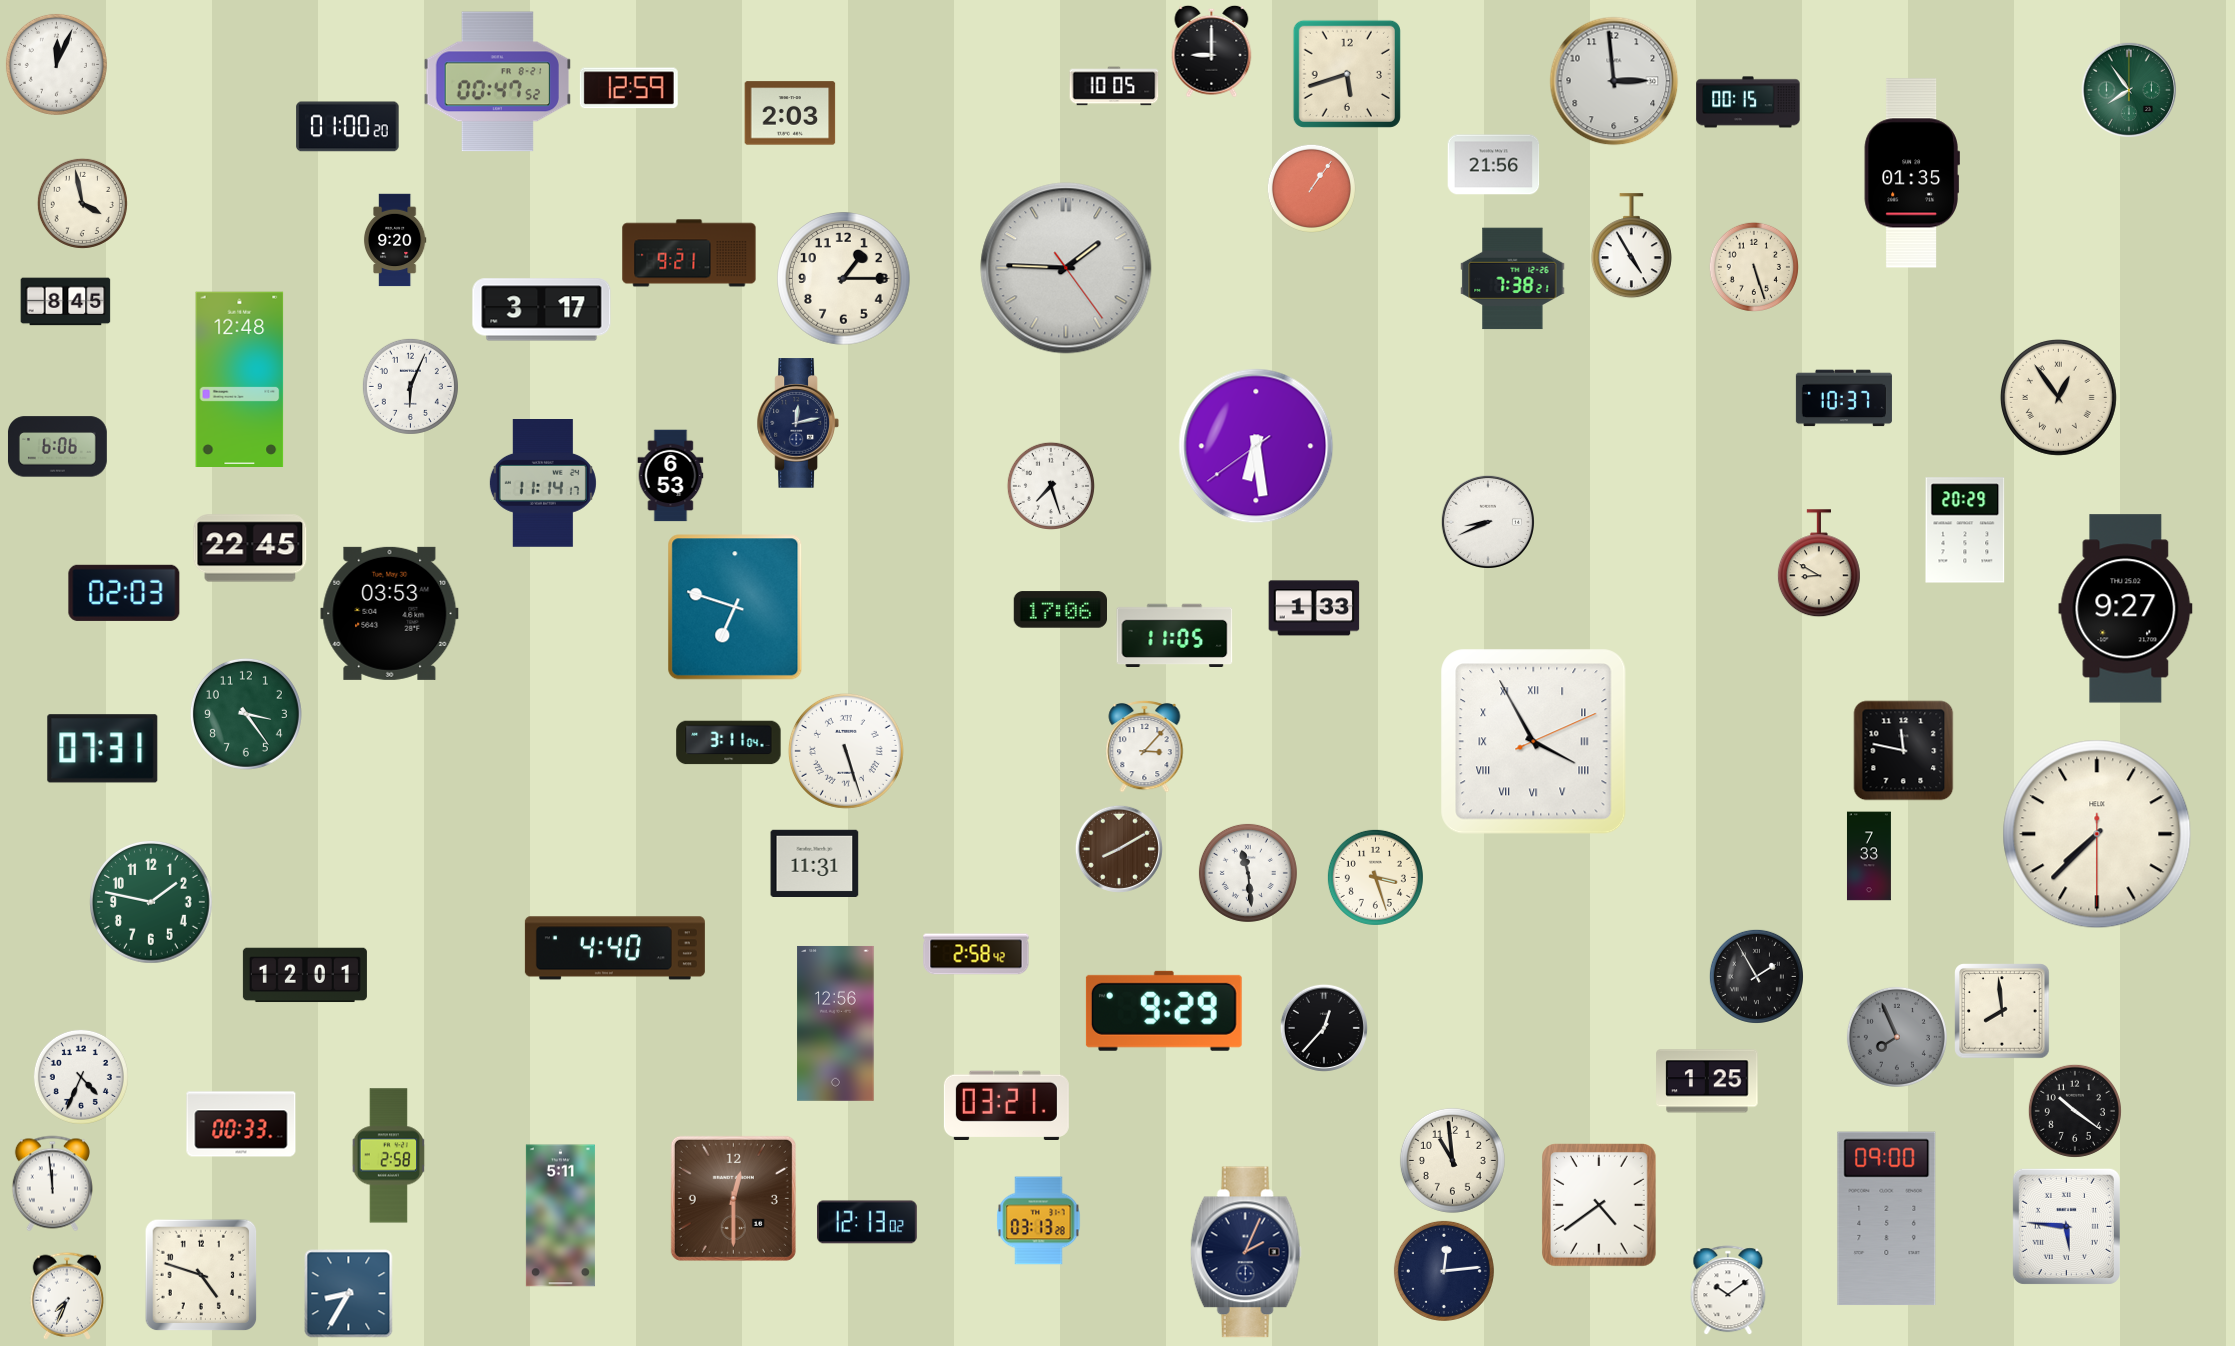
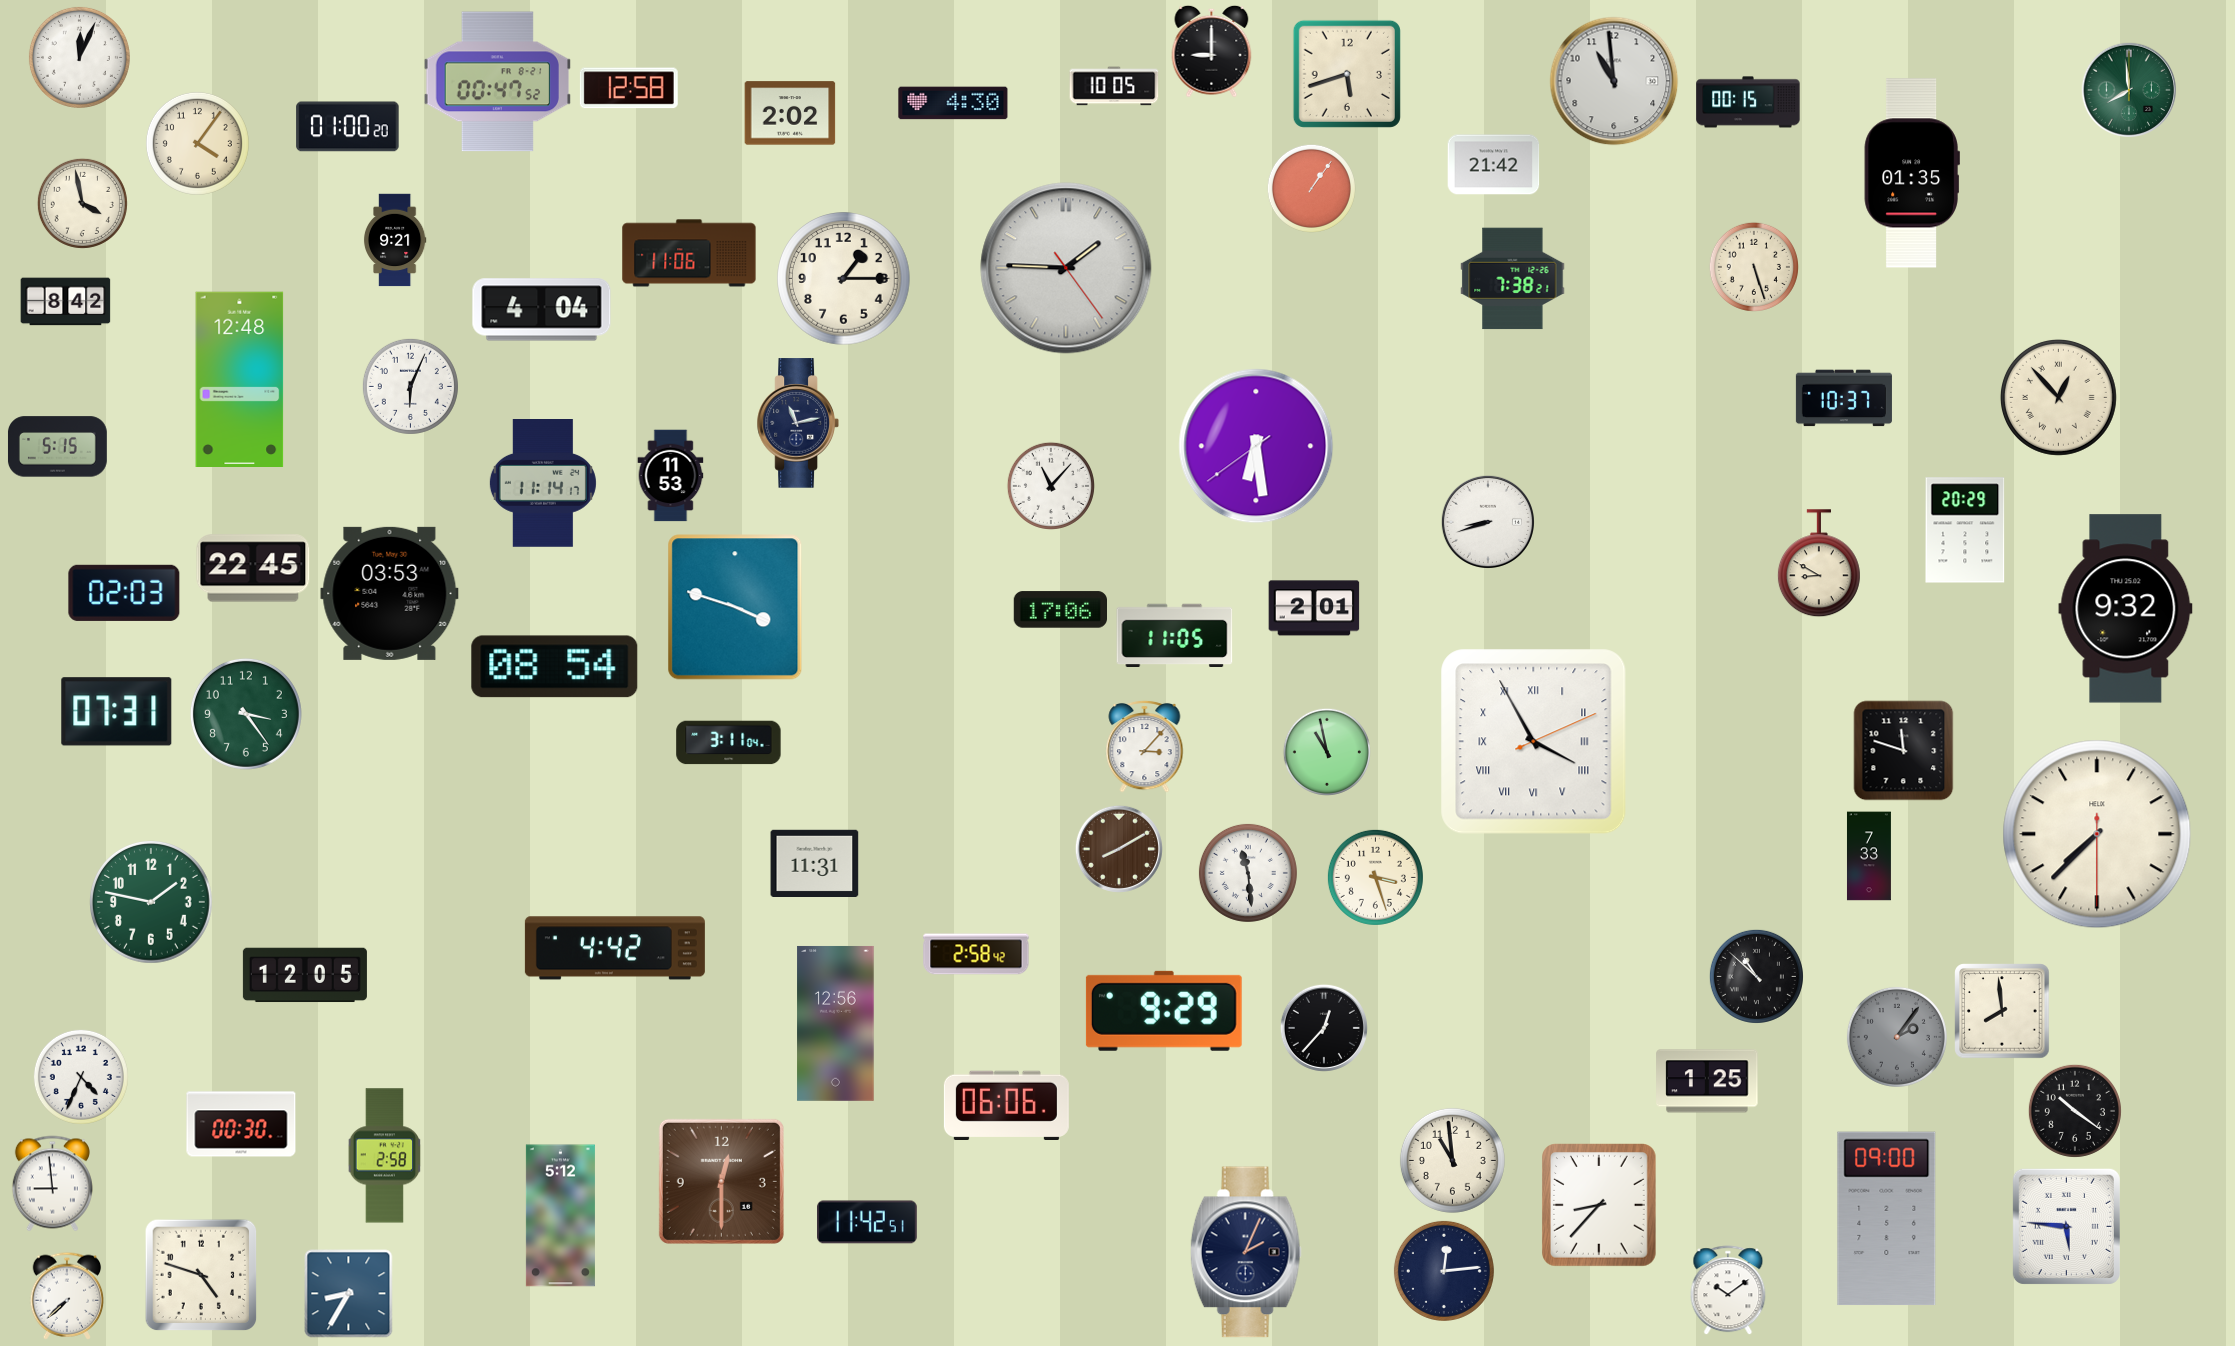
clock at (56, 64) position: (56, 64) -> (79, 57)
clock at (1614, 81): 2:59 -> 10:59
clock at (629, 88): 12:59 -> 12:58
clock at (2129, 90): 7:54 -> 7:59
clock at (953, 103): none -> 4:30
clock at (790, 113): 2:03 -> 2:02
clock at (197, 143): none -> 4:06
clock at (1494, 165): 21:56 -> 21:42
clock at (395, 240): 9:20 -> 9:21
clock at (1631, 246): 4:55 -> none
clock at (689, 253): 9:21 -> 11:06
clock at (66, 302): 8:45 -> 8:42
clock at (542, 310): 3:17 -> 4:04
clock at (2058, 397): 12:54 -> 12:53
clock at (798, 423): 12:13 -> 11:13
clock at (57, 447): 6:06 -> 5:15
clock at (671, 476): 6:53 -> 11:53
clock at (1051, 486): 7:27 -> 11:07
clock at (1488, 522): 8:41 -> 8:42
clock at (250, 548) position: (250, 548) -> (253, 568)
clock at (735, 607): 6:48 -> 3:48
clock at (1314, 608): 1:33 -> 2:01
clock at (2126, 609): 9:27 -> 9:32
clock at (390, 613) position: (390, 613) -> (390, 593)
clock at (555, 667): none -> 08:54
clock at (103, 749) position: (103, 749) -> (117, 712)
clock at (846, 751): 5:27 -> none
clock at (1904, 751): 11:47 -> 11:48
clock at (1327, 752): none -> 10:58
clock at (615, 948): 4:40 -> 4:42
clock at (305, 975): 12:01 -> 12:05
clock at (1756, 976): 1:55 -> 10:52
clock at (1897, 1037): 7:56 -> 2:06
clock at (1006, 1105): 03:21 -> 06:06
clock at (241, 1124): 00:33 -> 00:30
clock at (389, 1156) position: (389, 1156) -> (385, 1156)
clock at (52, 1184): 11:59 -> 8:59
clock at (733, 1198) position: (733, 1198) -> (721, 1181)
clock at (1600, 1206): 4:39 -> 8:37
clock at (560, 1216): 5:11 -> 5:12
clock at (1039, 1221): 03:13 -> none
clock at (868, 1222): 12:13 -> 11:42
clock at (67, 1296): 7:34 -> 7:38
